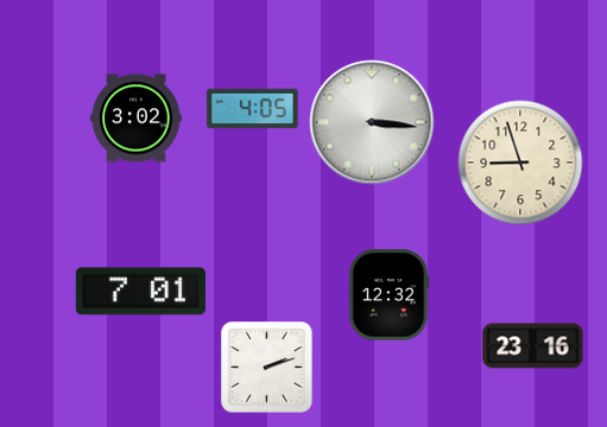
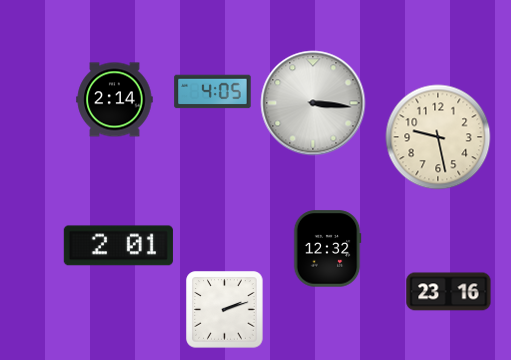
clock at (137, 119): 3:02 -> 2:14
clock at (520, 162): 8:57 -> 9:28
clock at (140, 292): 7:01 -> 2:01
